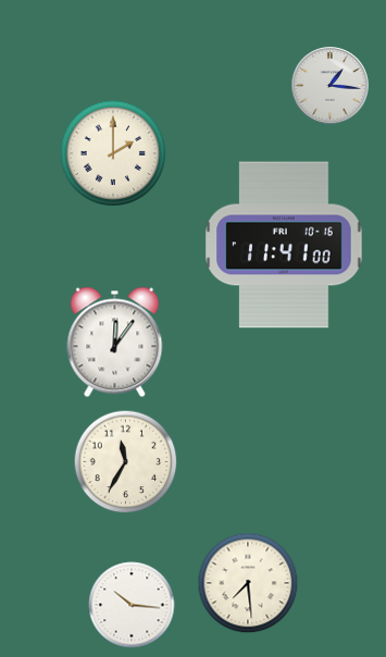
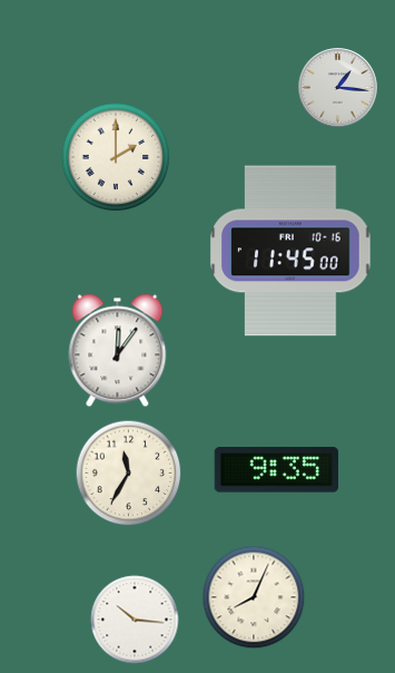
clock at (284, 245): 11:41 -> 11:45
clock at (276, 470): none -> 9:35
clock at (248, 583): 7:29 -> 8:04
